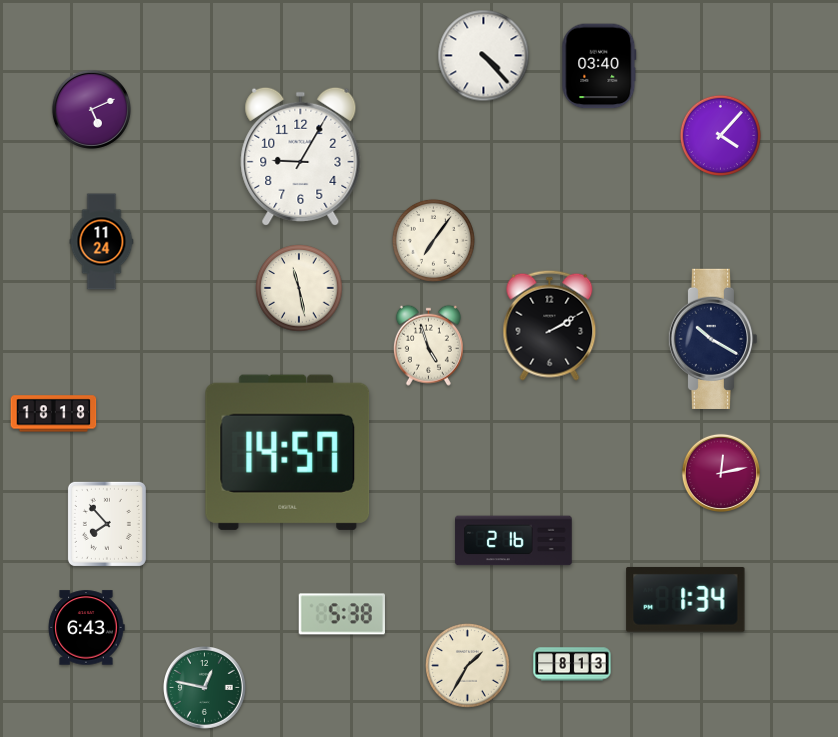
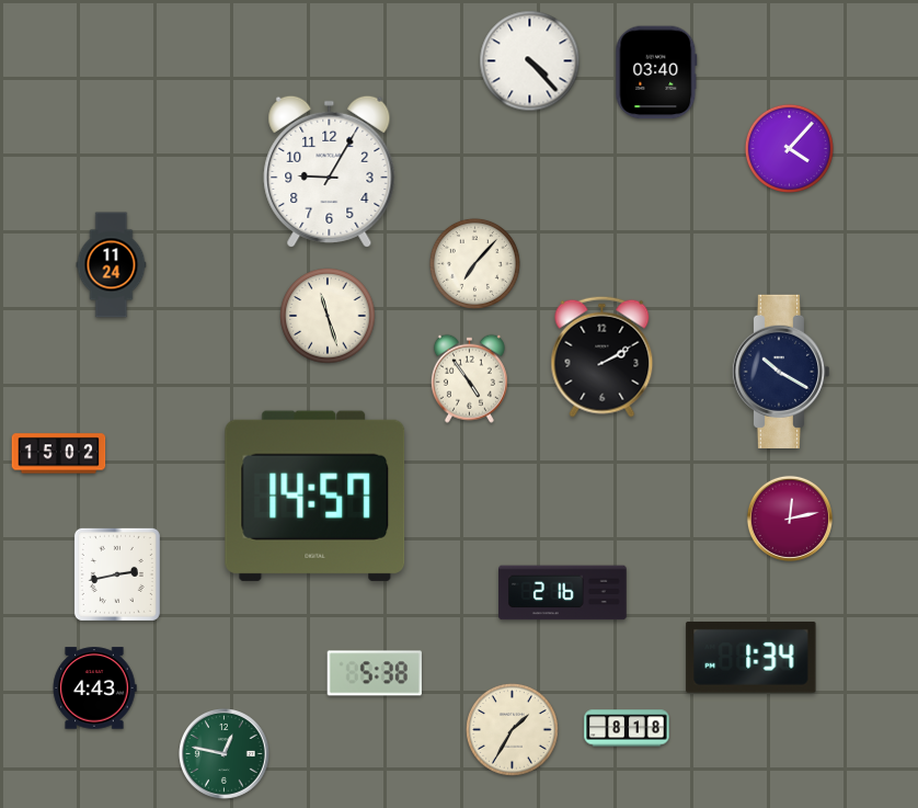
clock at (91, 109): 5:11 -> none
clock at (433, 240): 7:06 -> 7:07
clock at (299, 288): 11:28 -> 11:27
clock at (428, 345): 4:57 -> 4:54
clock at (54, 414): 18:18 -> 15:02
clock at (107, 524): 7:53 -> 2:43
clock at (86, 628): 6:43 -> 4:43
clock at (572, 664): 8:13 -> 8:18
